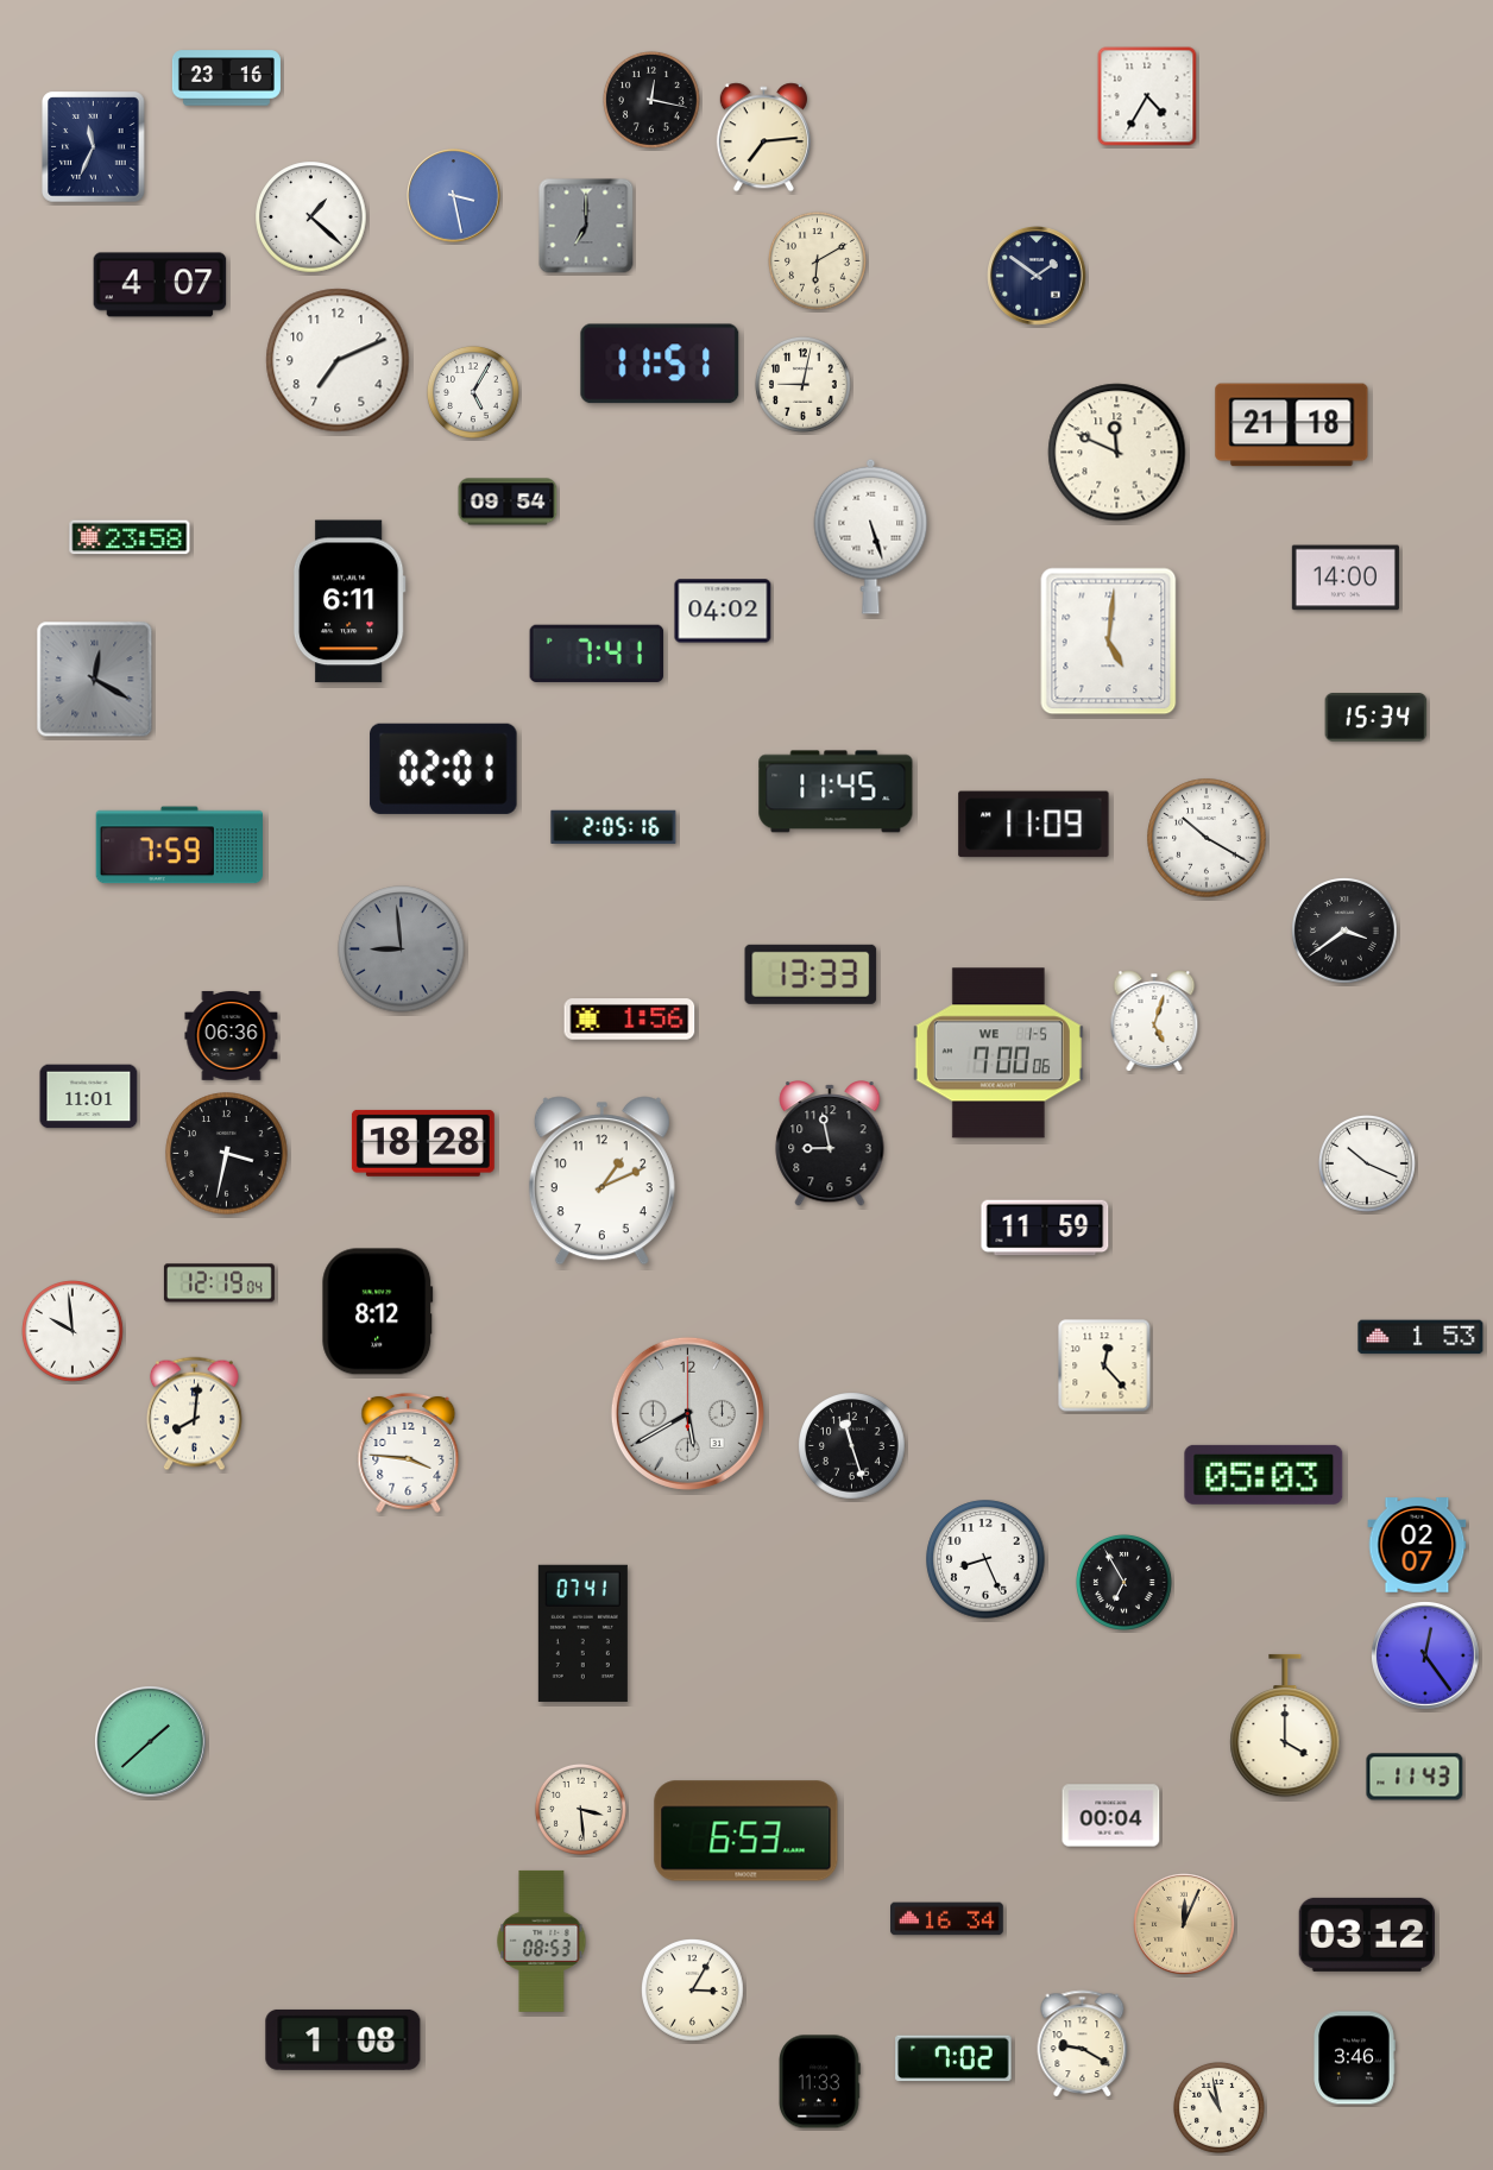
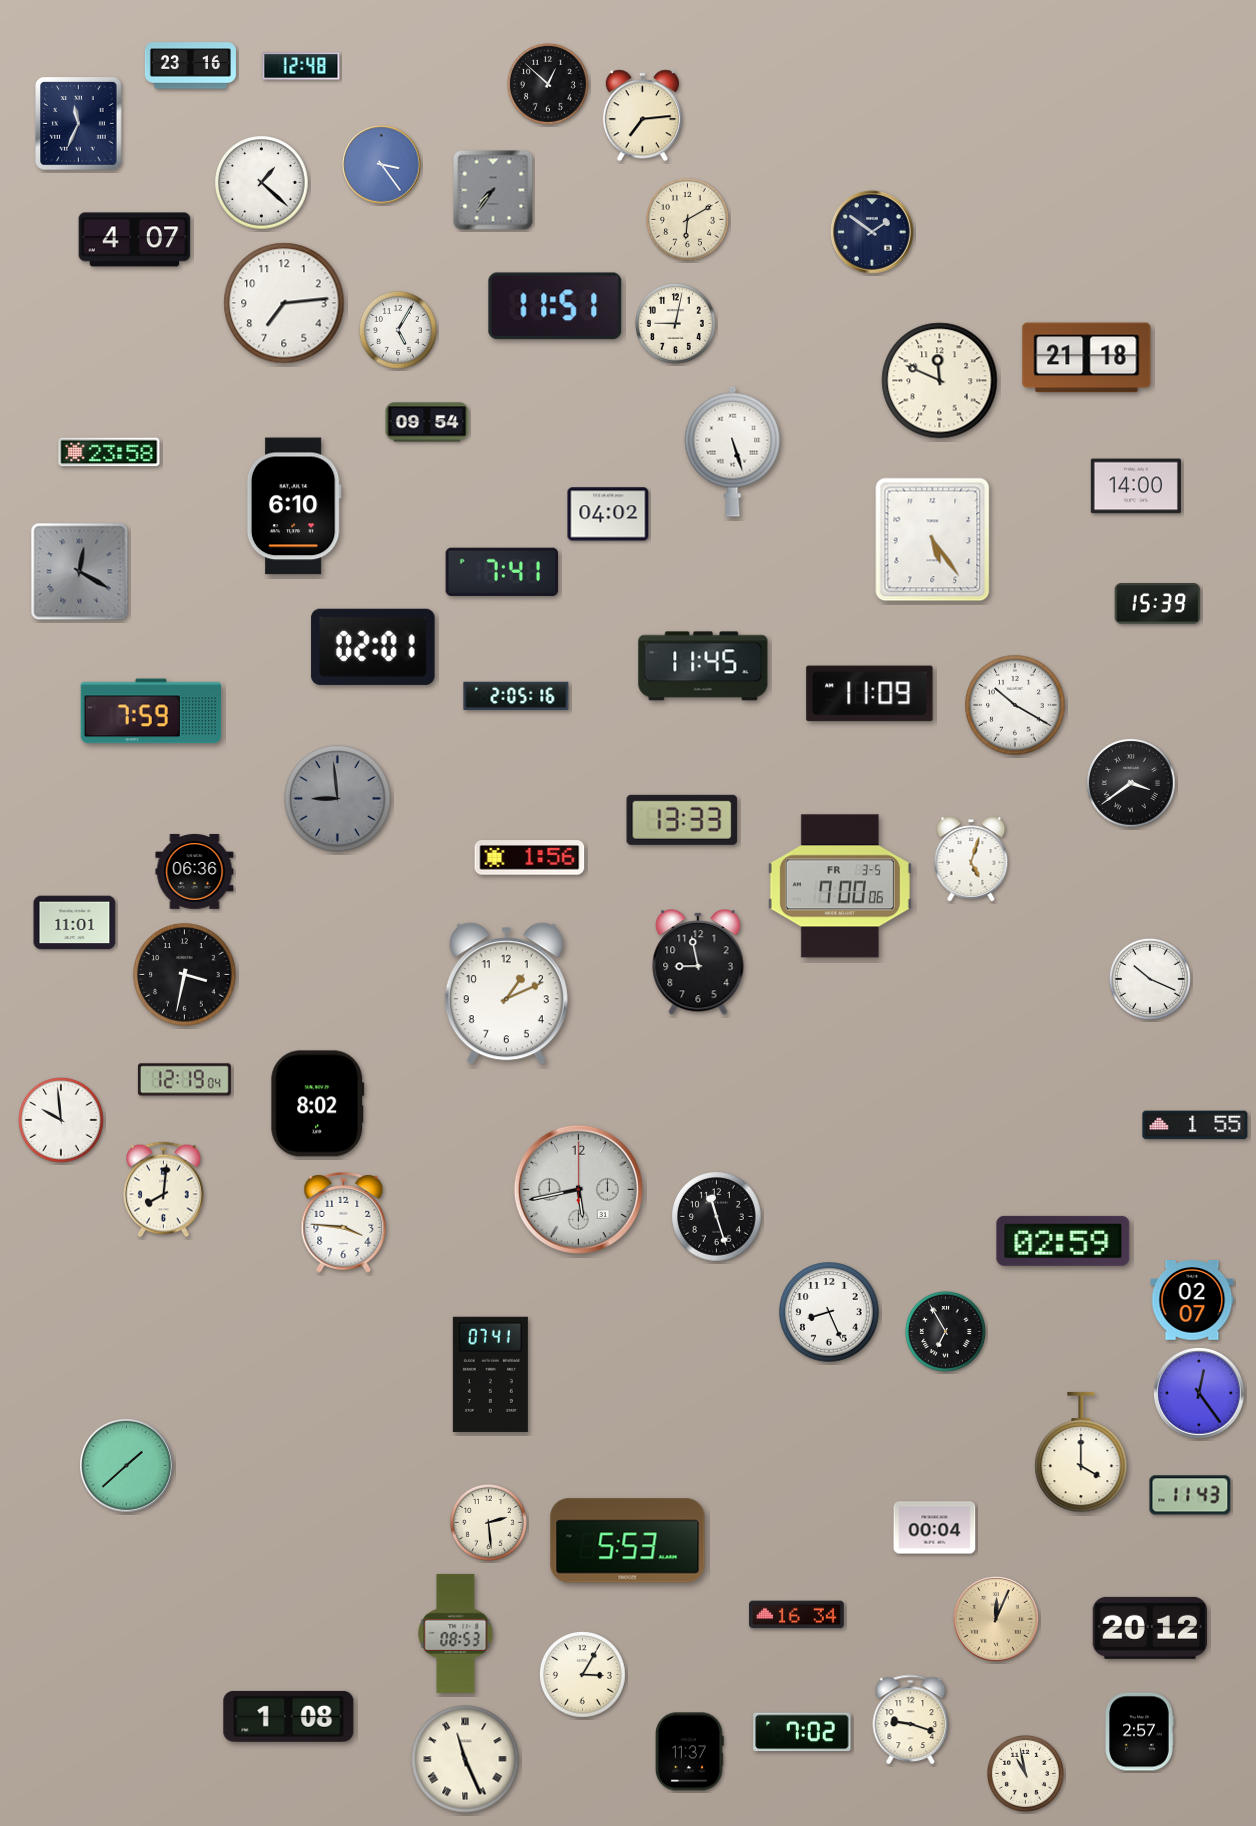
clock at (301, 66): none -> 12:48
clock at (1147, 96): 4:35 -> none
clock at (653, 100): 12:17 -> 12:52
clock at (454, 196): 3:28 -> 3:24
clock at (586, 226): 7:00 -> 7:36
clock at (338, 360): 7:11 -> 7:14
clock at (1346, 578) position: (1346, 578) -> (1136, 486)
clock at (349, 601): 6:11 -> 6:10
clock at (1109, 642): 5:01 -> 5:24
clock at (597, 654) position: (597, 654) -> (502, 572)
clock at (1377, 718): 15:34 -> 15:39
clock at (999, 1053) date: WE 1-5 -> FR 3-5
clock at (423, 1143): 18:28 -> none
clock at (227, 1154) position: (227, 1154) -> (185, 975)
clock at (1045, 1228): 11:59 -> none
clock at (378, 1312): 8:12 -> 8:02
clock at (1420, 1337): 1:53 -> 1:55
clock at (1104, 1365): 12:23 -> none
clock at (687, 1413): 5:40 -> 5:43
clock at (1264, 1475): 05:03 -> 02:59
clock at (580, 1809): 3:29 -> 2:29
clock at (746, 1831): 6:53 -> 5:53
clock at (1366, 1935): 03:12 -> 20:12
clock at (1083, 2043): 9:20 -> 9:18
clock at (1354, 2058): 3:46 -> 2:57
clock at (820, 2082): 11:33 -> 11:37
clock at (465, 1759): none -> 11:26
